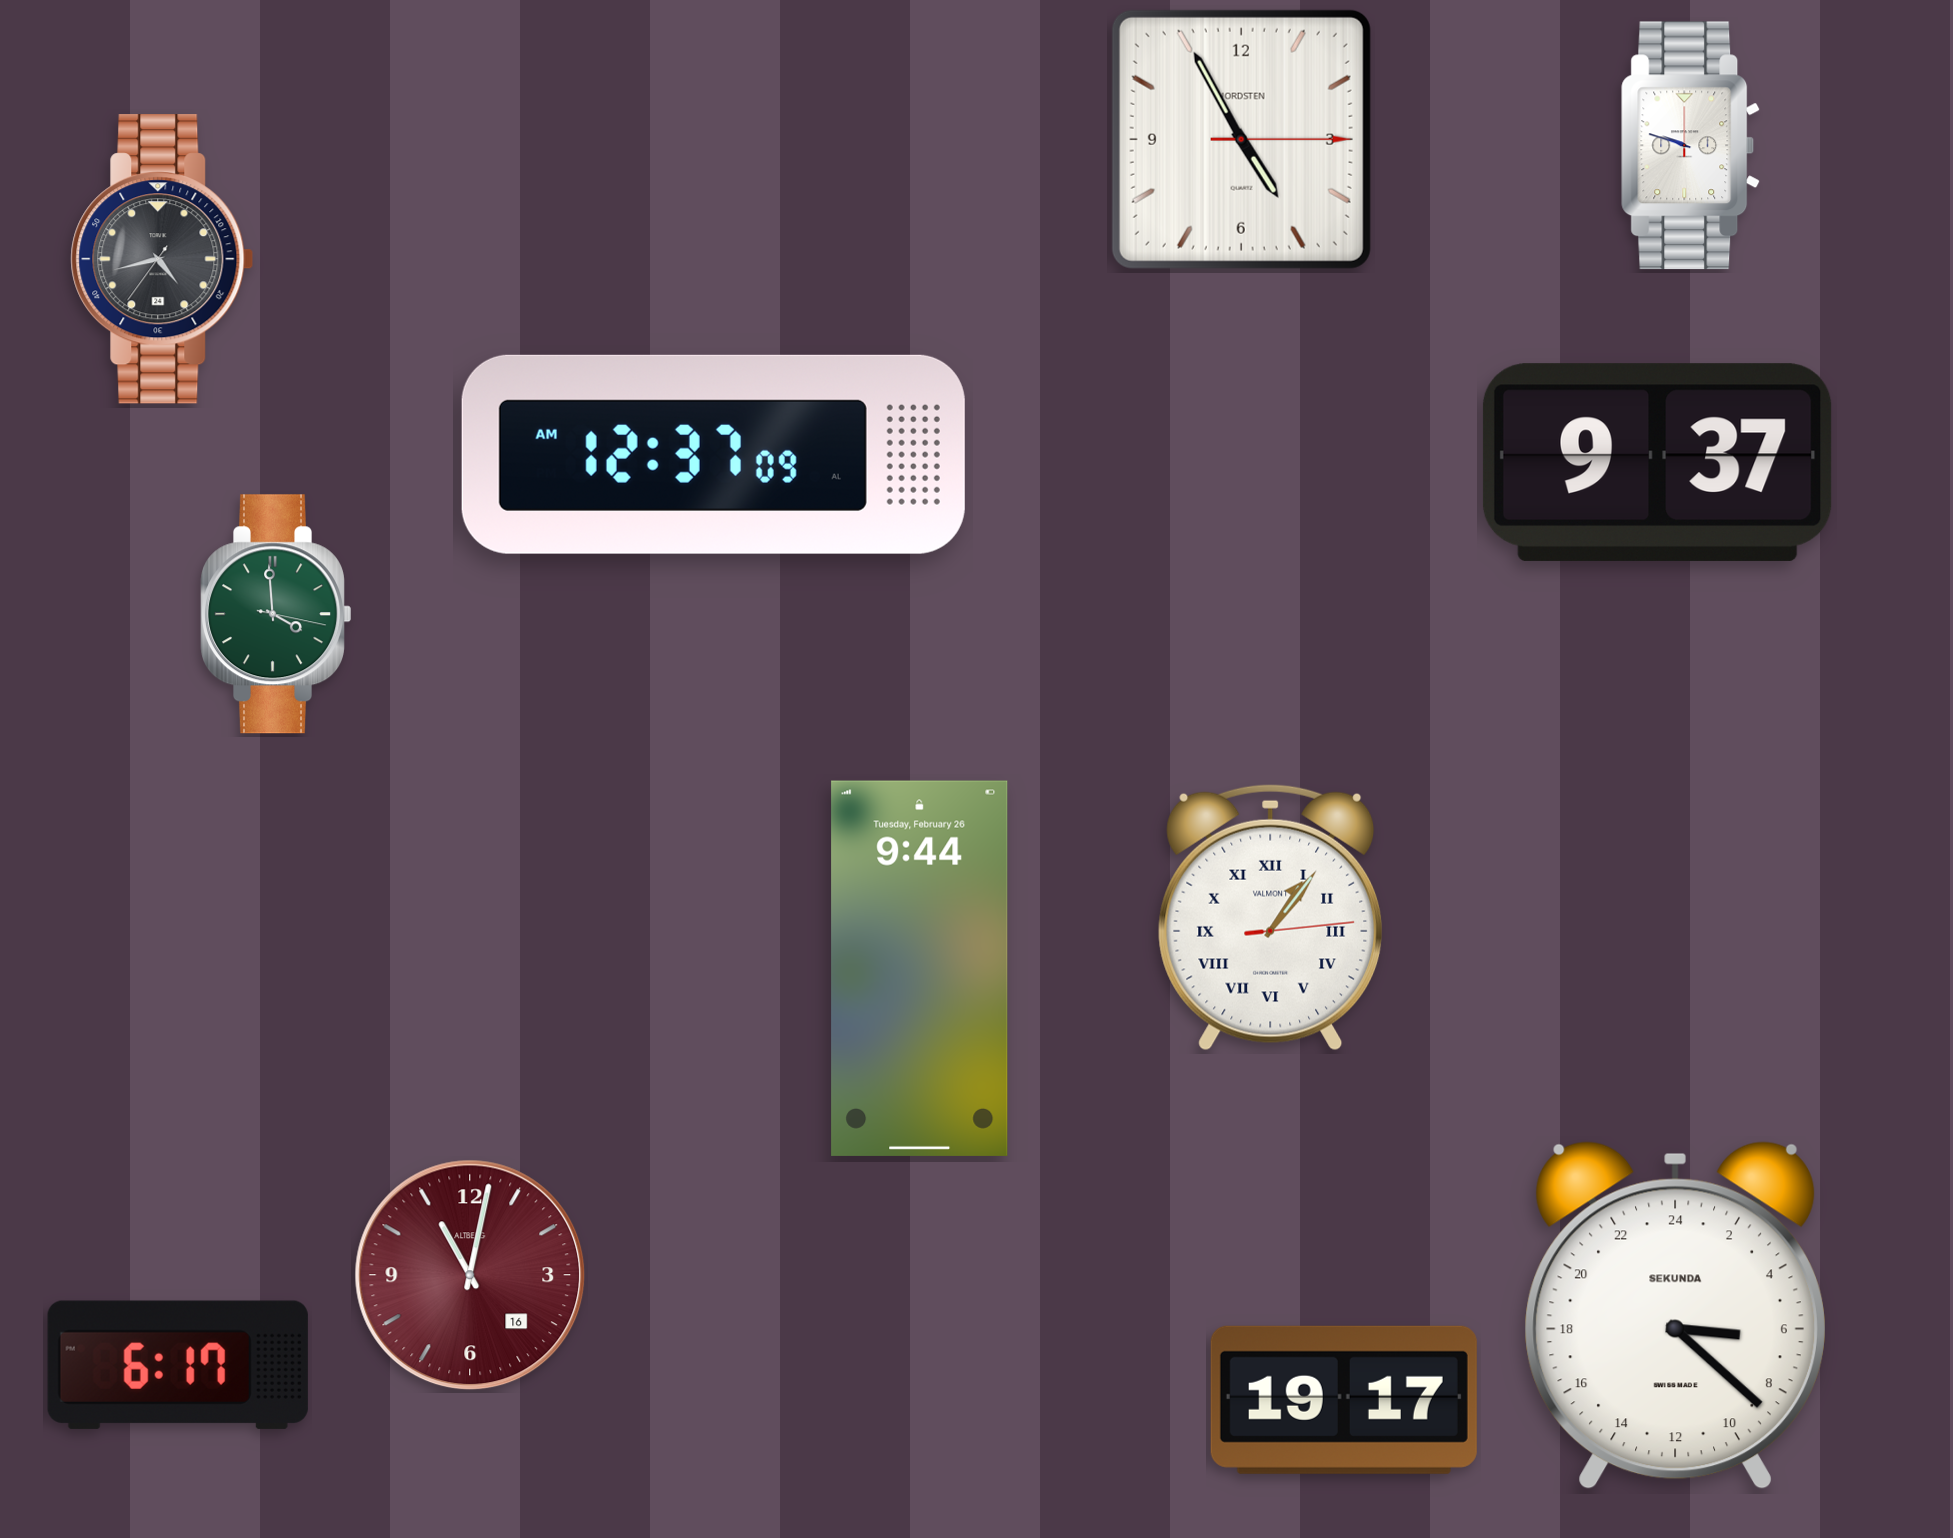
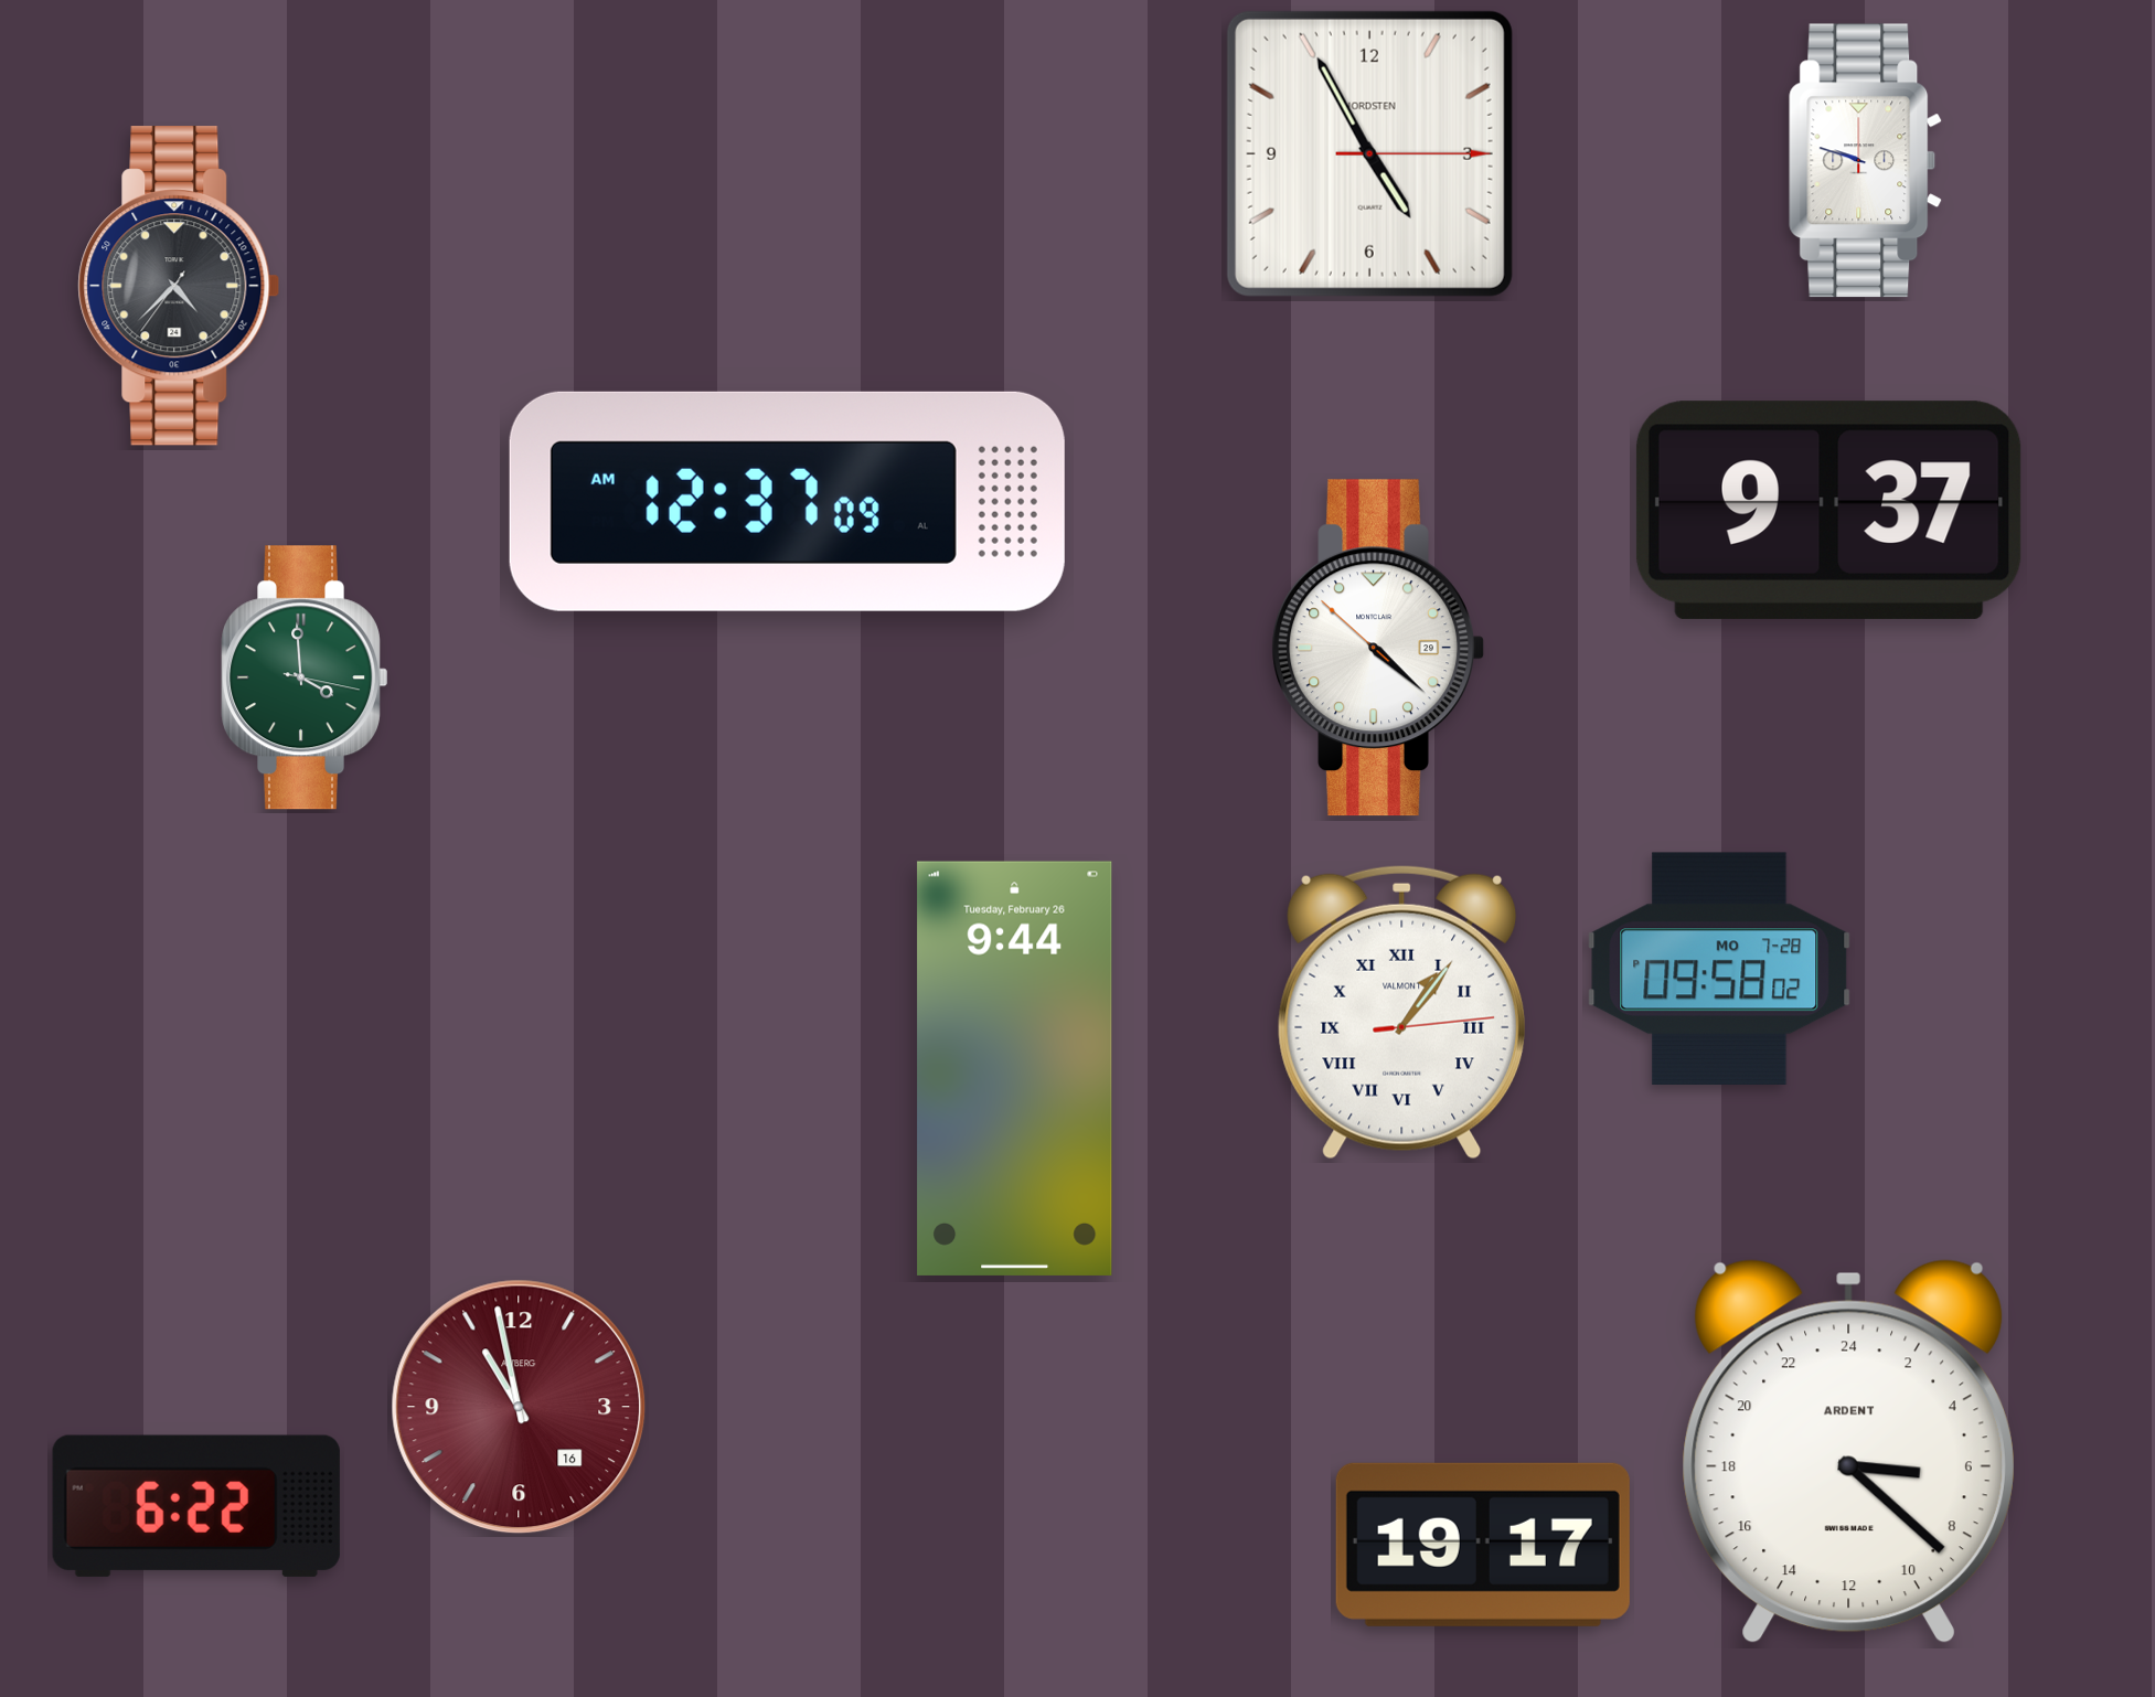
clock at (162, 259): 4:42 -> 4:37
clock at (1378, 648): none -> 4:21
clock at (1719, 969): none -> 09:58
clock at (470, 1275): 11:02 -> 10:58
clock at (1675, 1316) brand: SEKUNDA -> ARDENT
clock at (178, 1365): 6:17 -> 6:22
